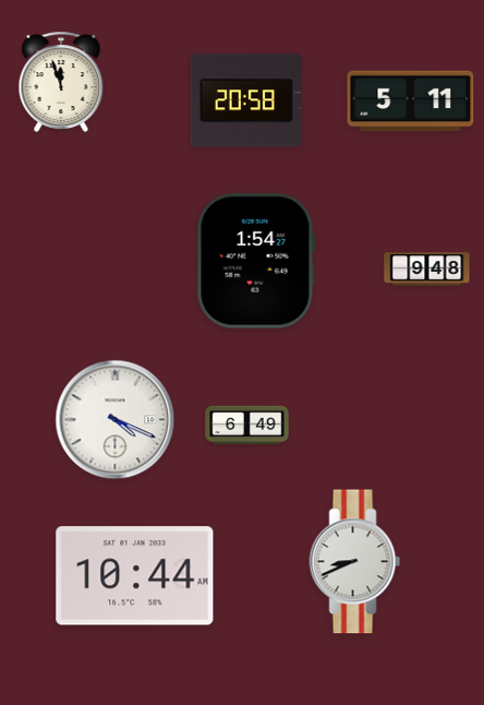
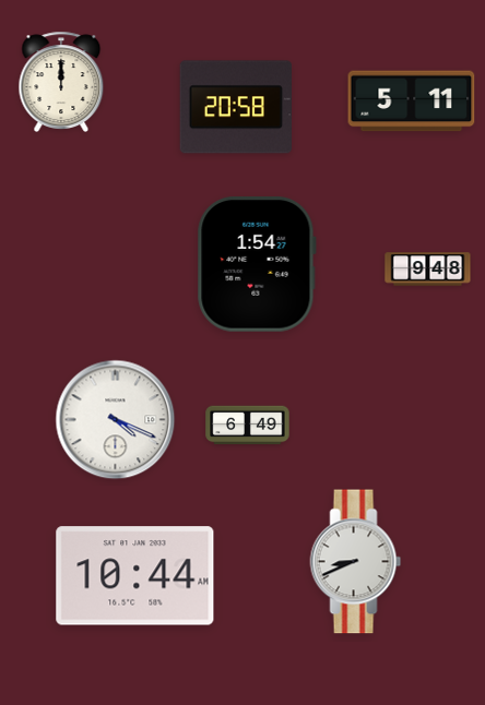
clock at (61, 81): 11:57 -> 12:00
clock at (245, 100) position: (245, 100) -> (235, 107)
clock at (256, 261) position: (256, 261) -> (257, 264)
